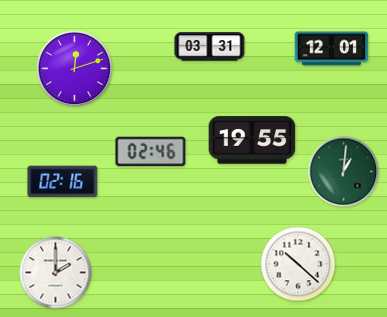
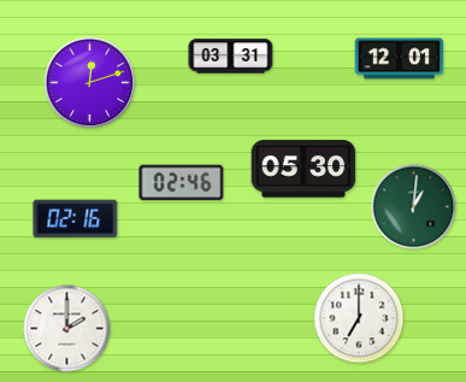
clock at (210, 47) position: (210, 47) -> (231, 57)
clock at (252, 140): 19:55 -> 05:30
clock at (298, 264): 10:22 -> 7:00
